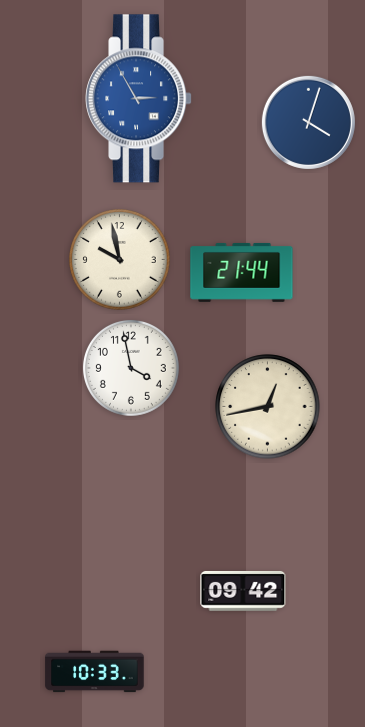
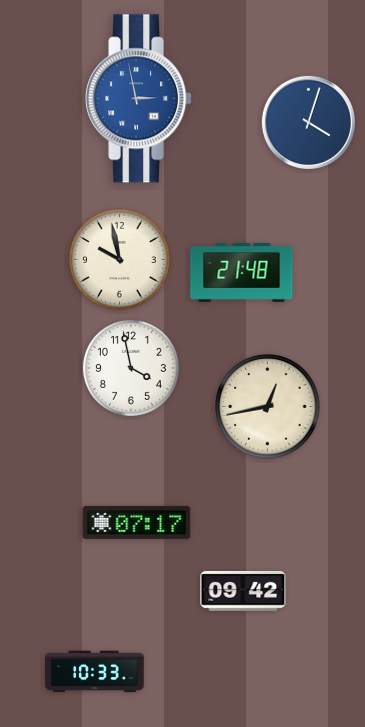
clock at (139, 99): 2:55 -> 2:58
clock at (242, 272): 21:44 -> 21:48
clock at (137, 522): none -> 07:17
